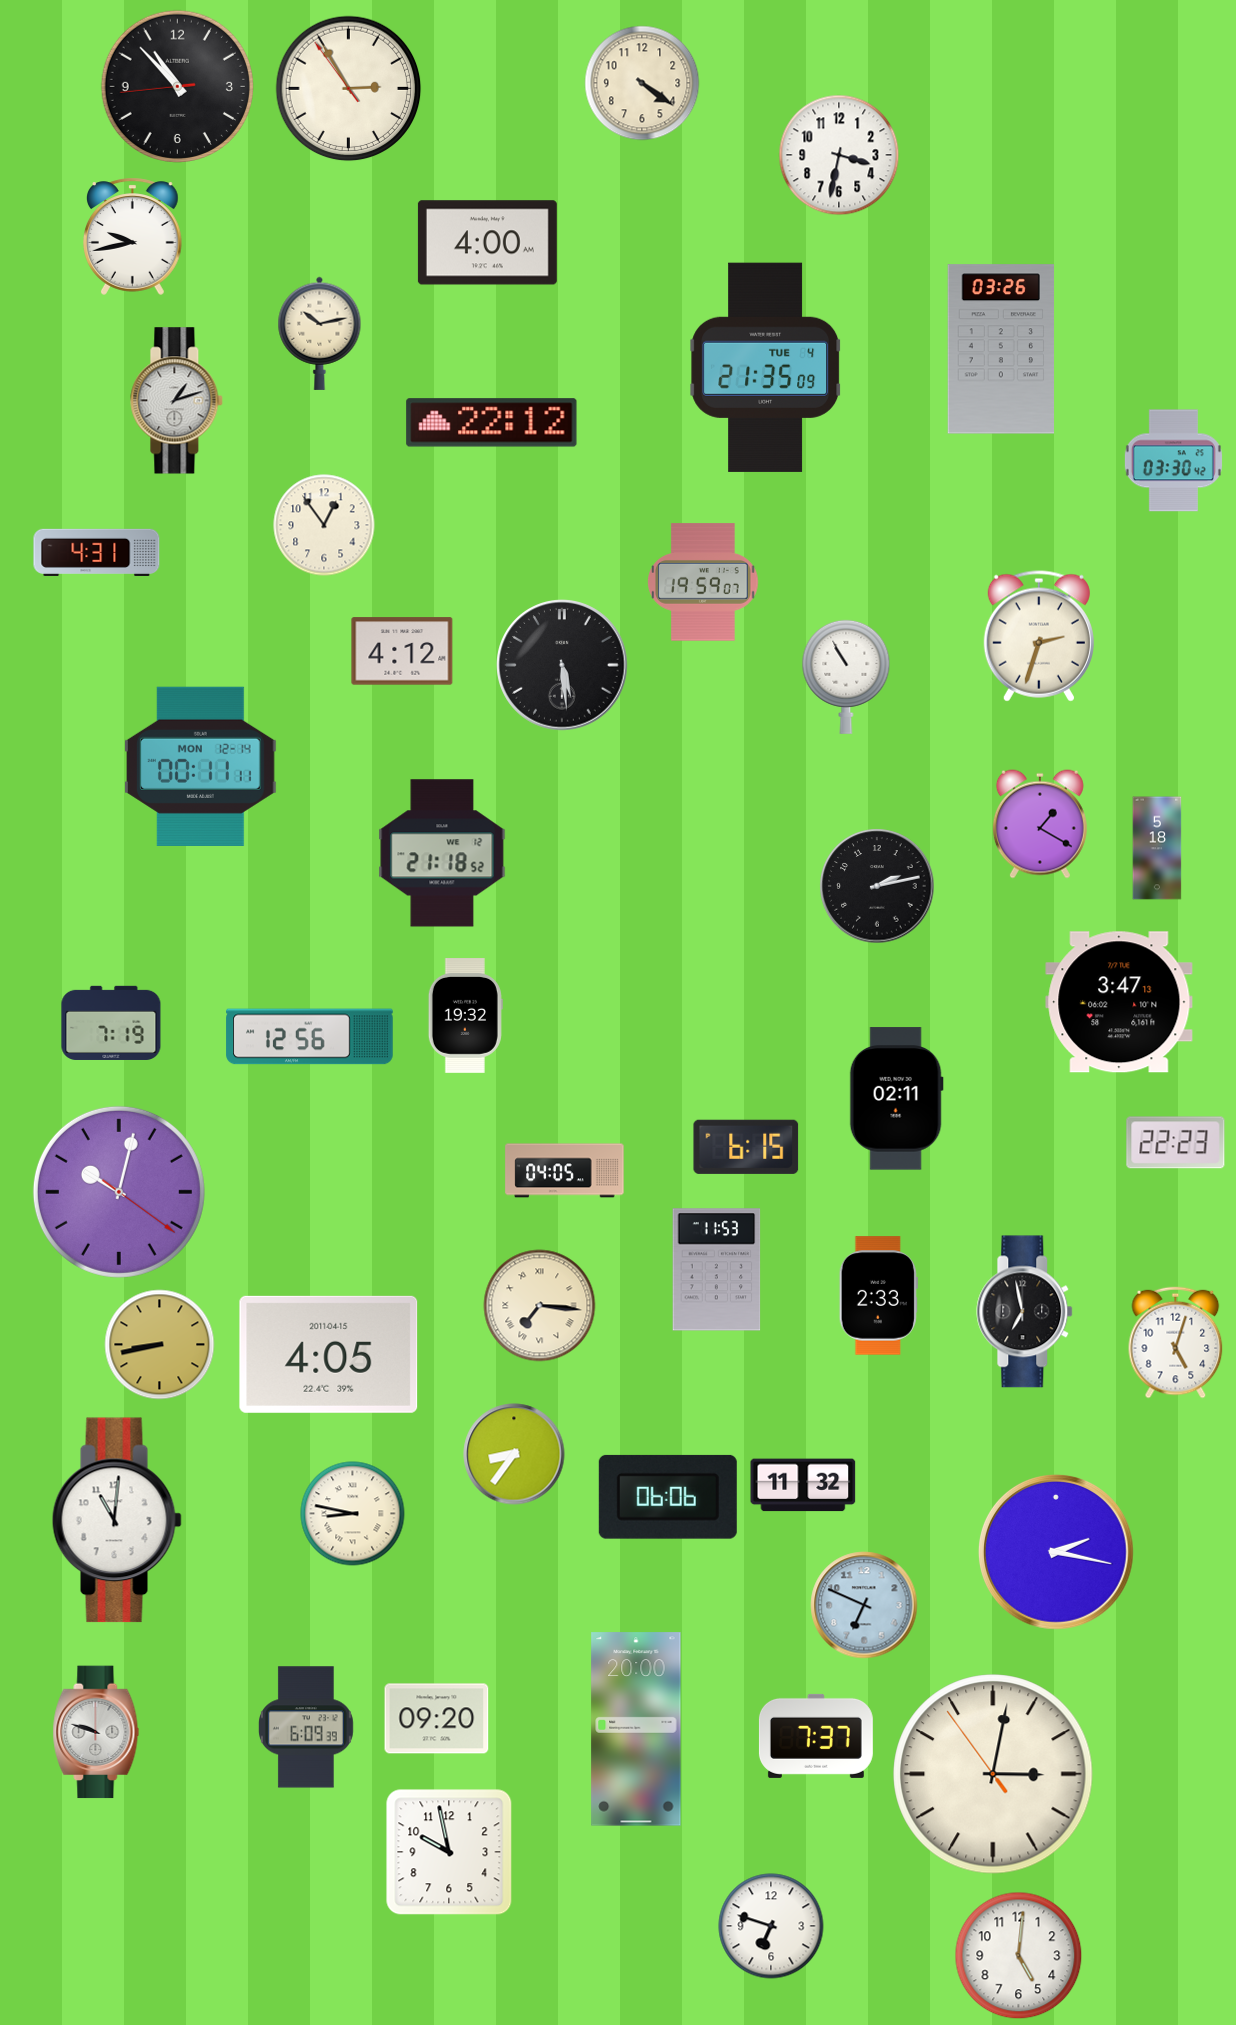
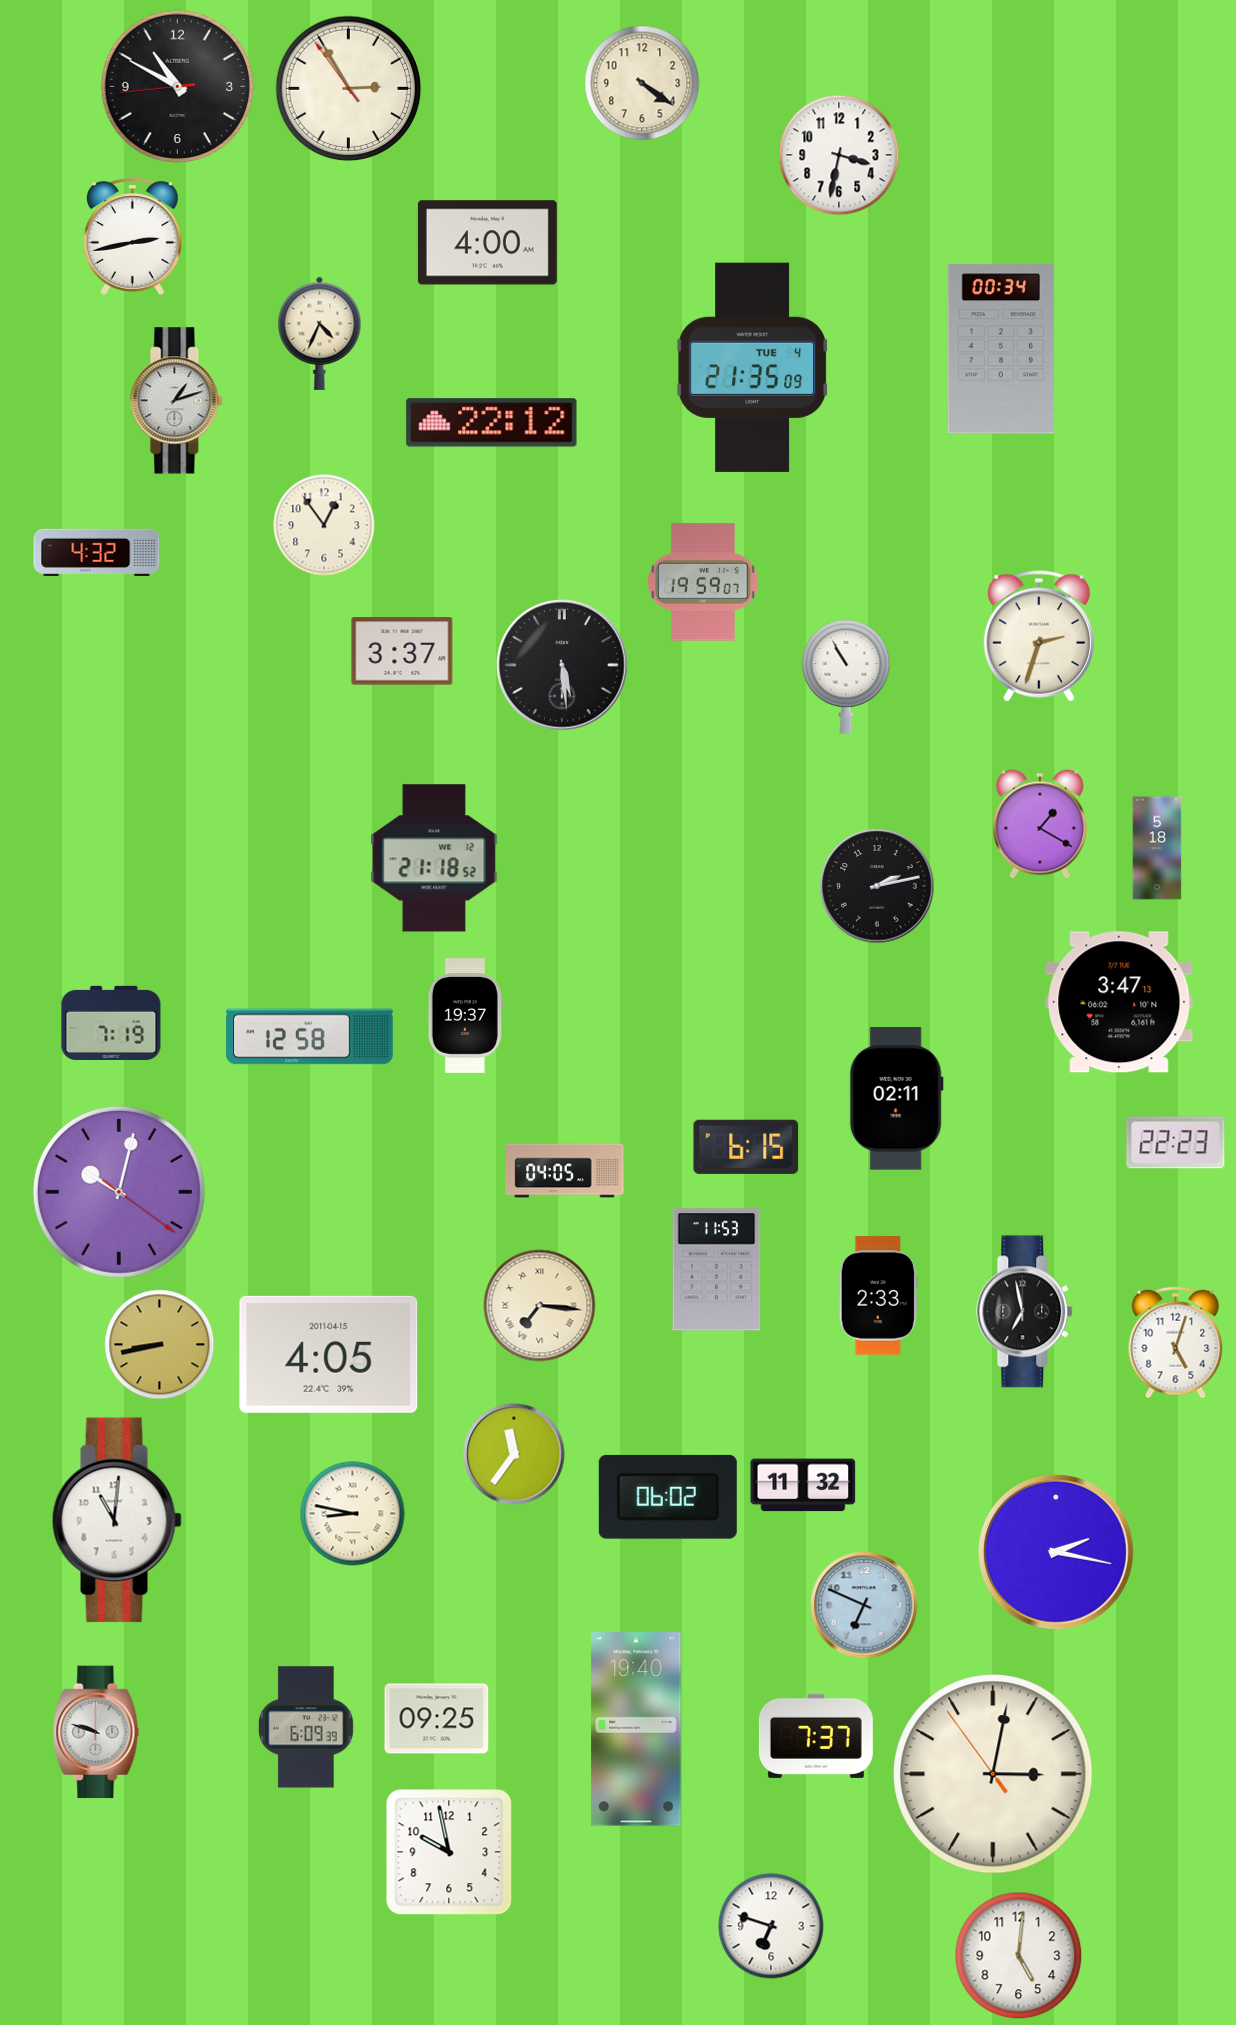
clock at (177, 86): 10:52 -> 10:49
clock at (133, 236): 9:43 -> 2:43
clock at (320, 333): 10:13 -> 4:34
clock at (1000, 349): 03:26 -> 00:34
clock at (766, 367) position: (766, 367) -> (753, 367)
clock at (1173, 461): 03:30 -> none
clock at (97, 552): 4:31 -> 4:32
clock at (402, 651): 4:12 -> 3:37
clock at (201, 766): 00:11 -> none
clock at (442, 853) position: (442, 853) -> (434, 858)
clock at (465, 1016): 19:32 -> 19:37
clock at (310, 1037): 12:56 -> 12:58
clock at (514, 1454): 8:36 -> 11:36
clock at (668, 1497): 06:06 -> 06:02
clock at (437, 1719): 09:20 -> 09:25
clock at (636, 1729): 20:00 -> 19:40
